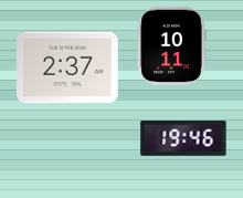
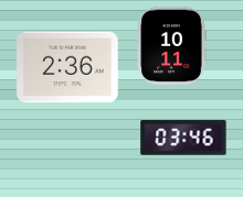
clock at (67, 67): 2:37 -> 2:36
clock at (183, 138): 19:46 -> 03:46
